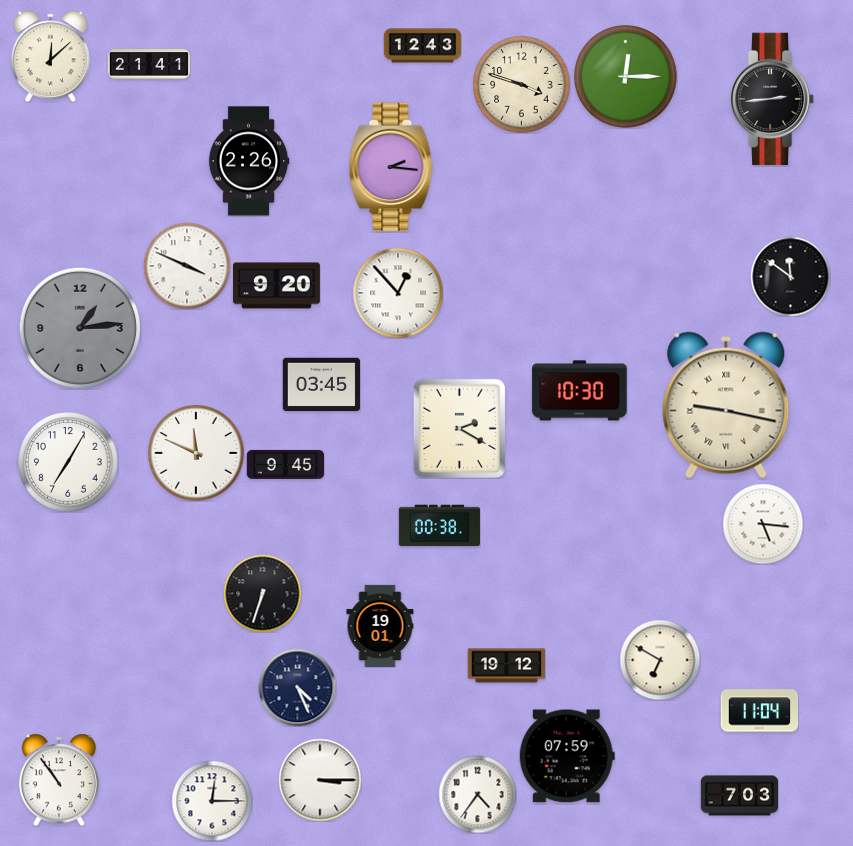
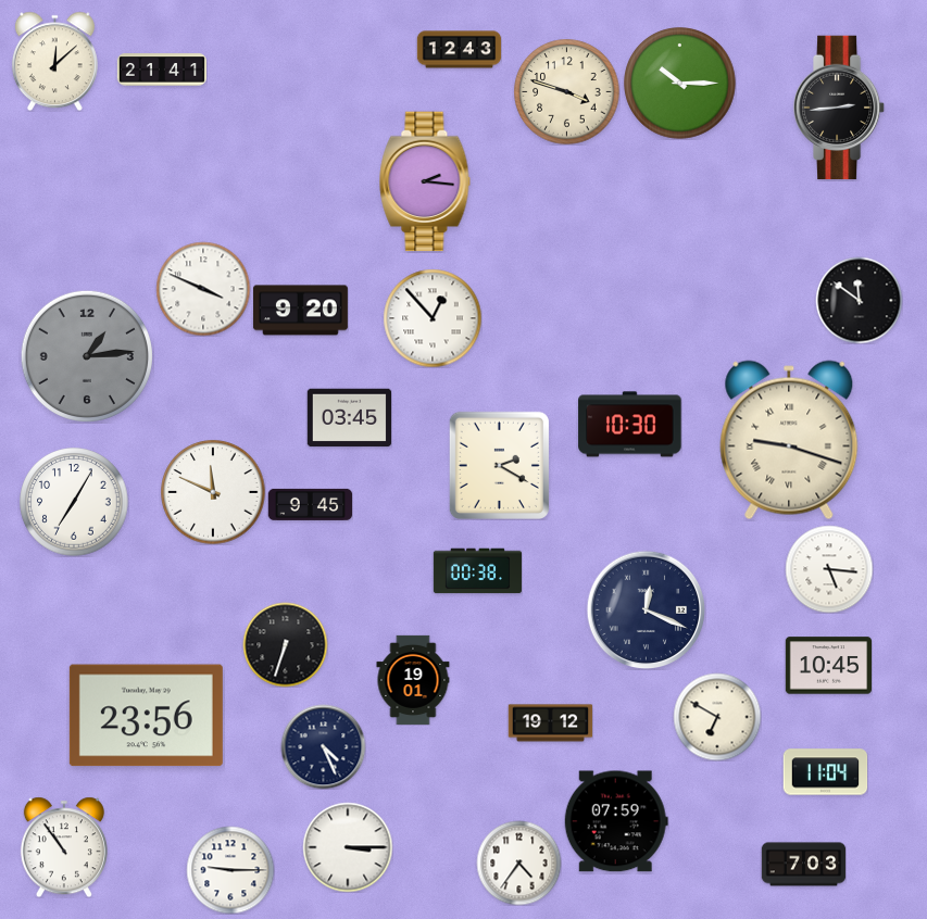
clock at (626, 77): 12:15 -> 10:15
clock at (249, 161): 2:26 -> none
clock at (726, 405): 9:17 -> 9:18
clock at (646, 609): none -> 12:19
clock at (828, 666): none -> 10:45
clock at (146, 716): none -> 23:56
clock at (212, 801): 12:15 -> 9:15
